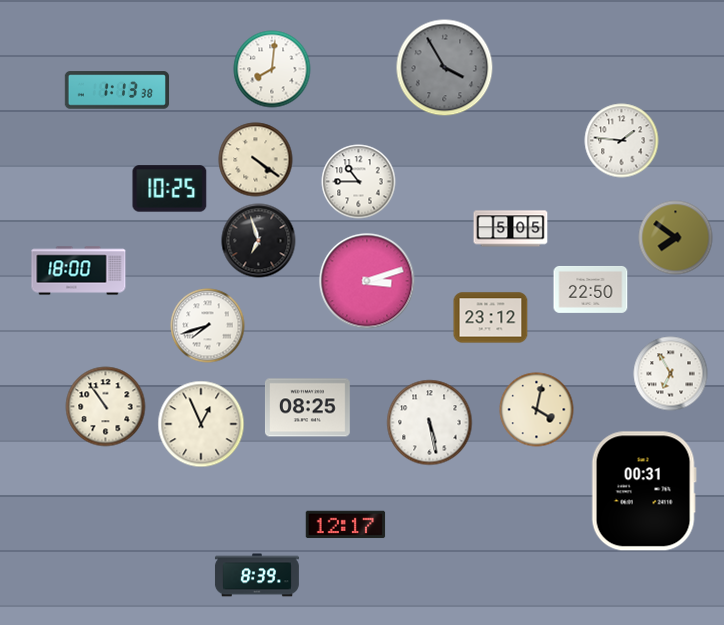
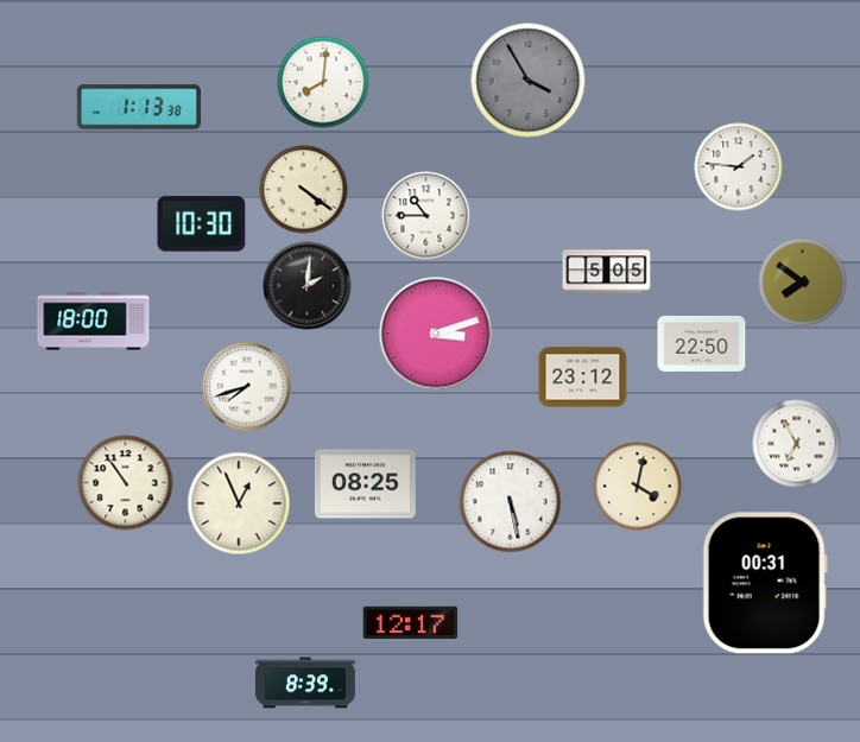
clock at (170, 189): 10:25 -> 10:30
clock at (259, 241): 6:57 -> 2:01
